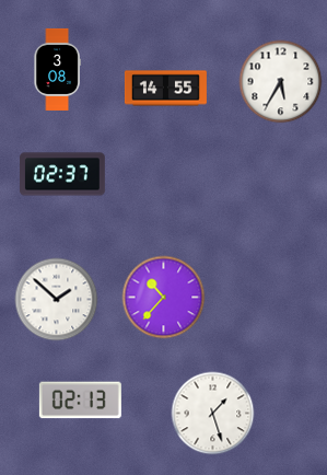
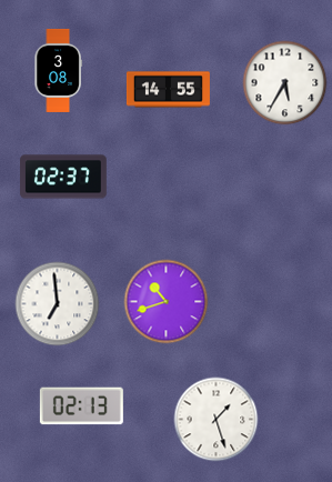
clock at (164, 298): 10:37 -> 10:42
clock at (57, 300): 1:52 -> 6:59
